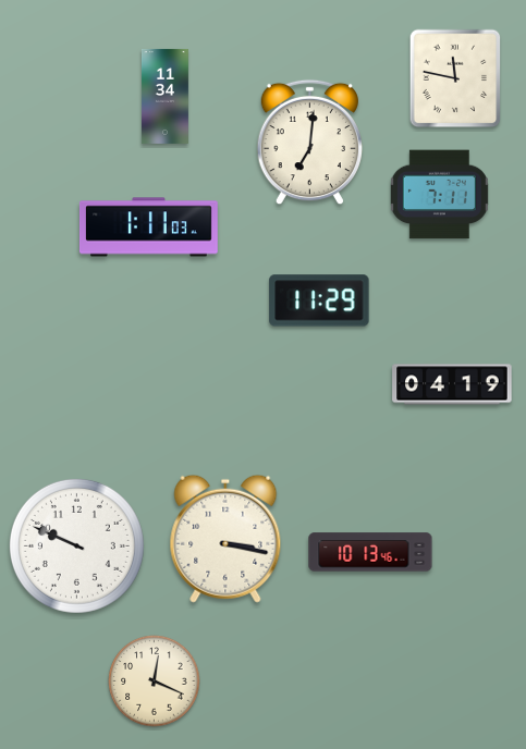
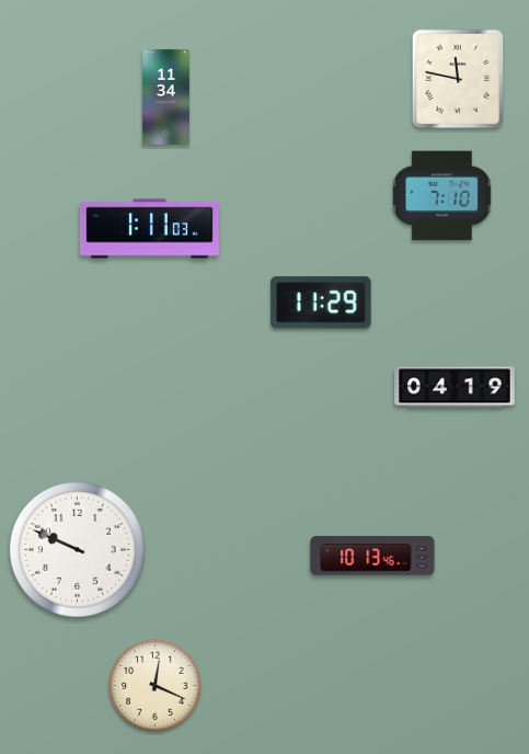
clock at (309, 143): 7:01 -> none
clock at (439, 195): 7:11 -> 7:10
clock at (225, 539): 3:17 -> none
